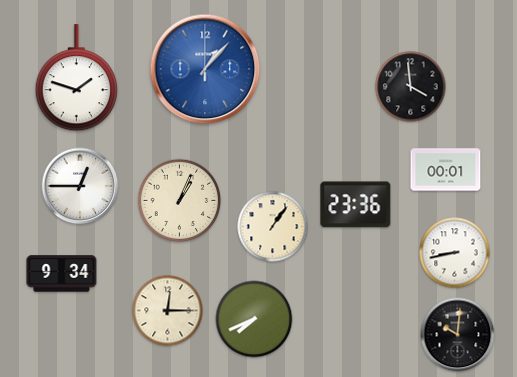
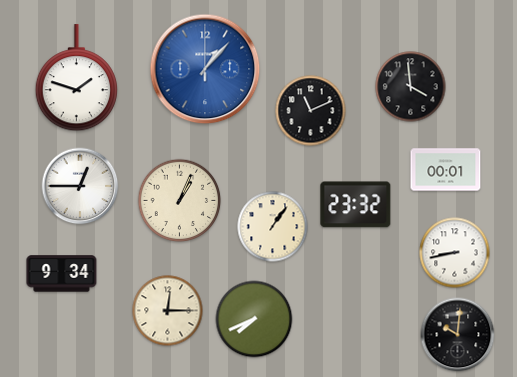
clock at (311, 111): none -> 11:11
clock at (356, 205): 23:36 -> 23:32
